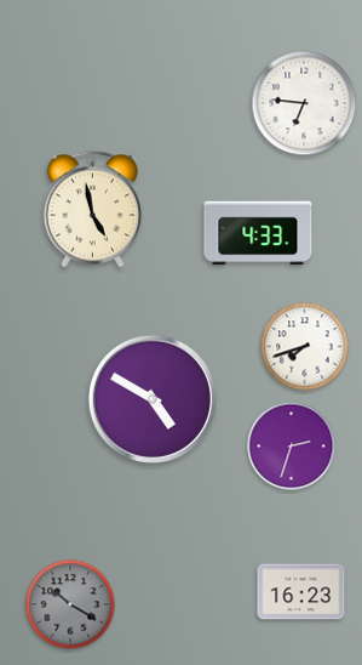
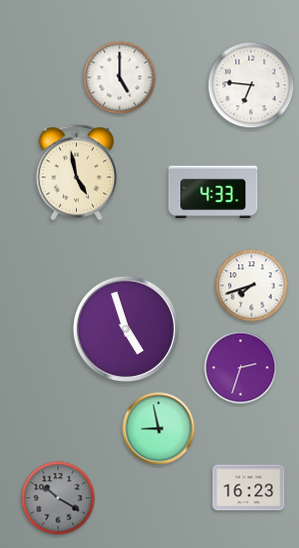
clock at (120, 78): none -> 5:00
clock at (153, 399): 4:50 -> 4:57
clock at (159, 429): none -> 8:58
